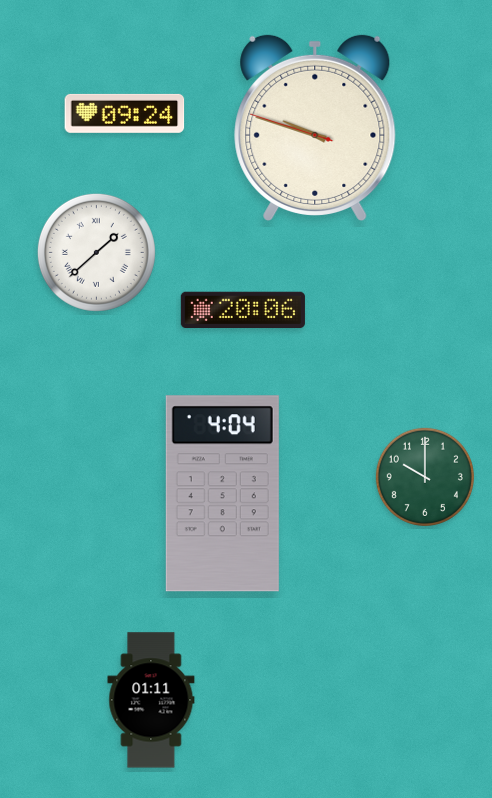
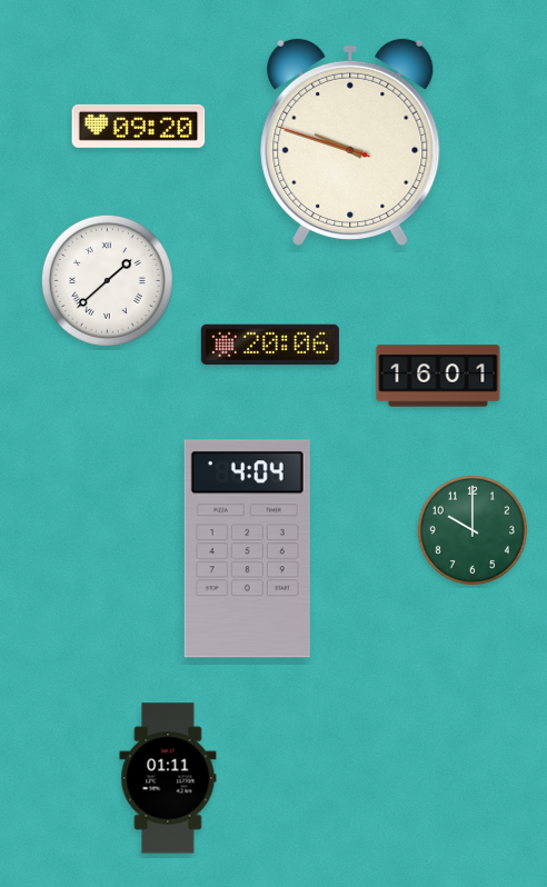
clock at (125, 113): 09:24 -> 09:20
clock at (438, 376): none -> 16:01
